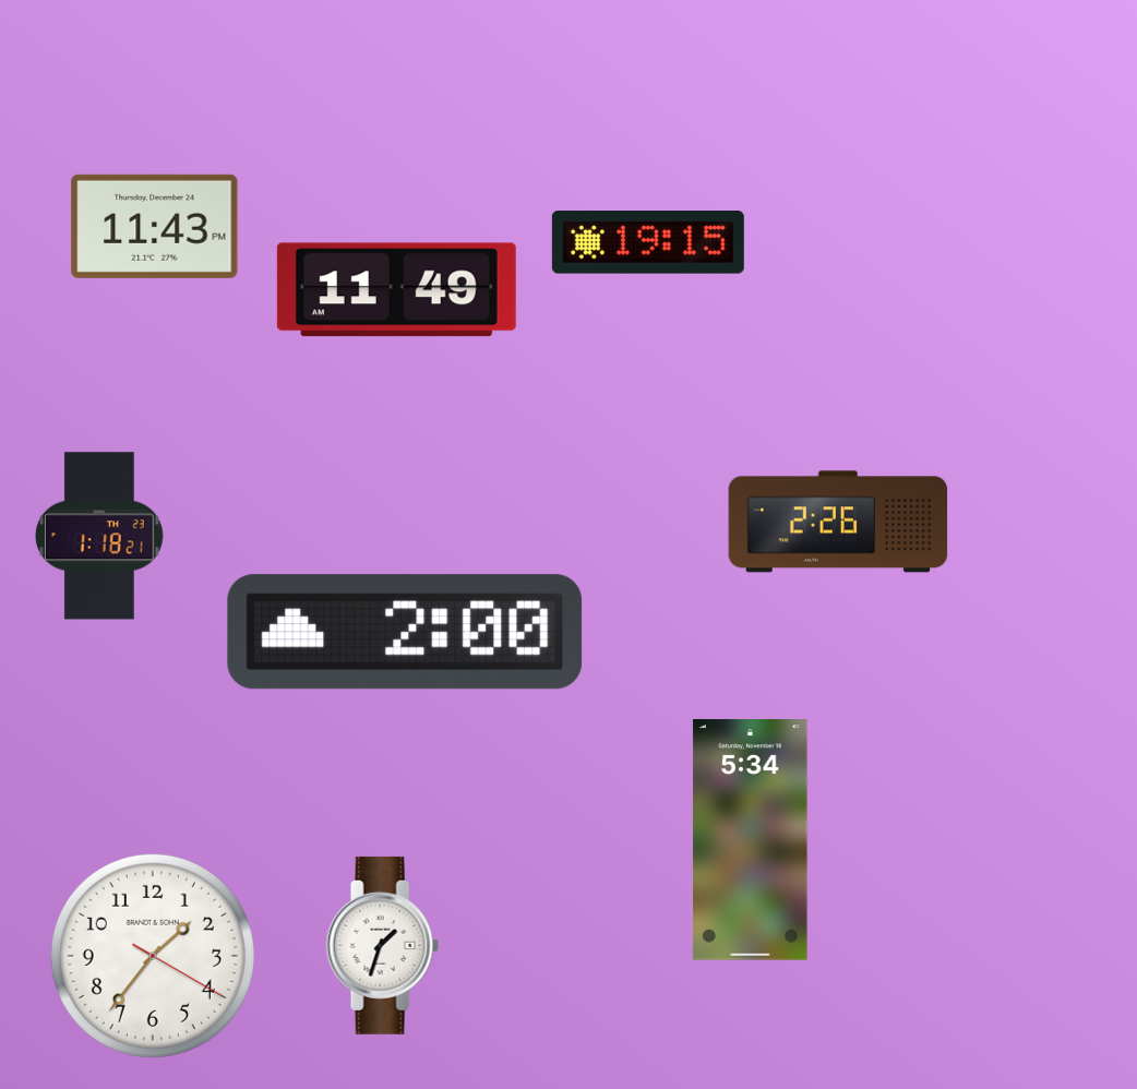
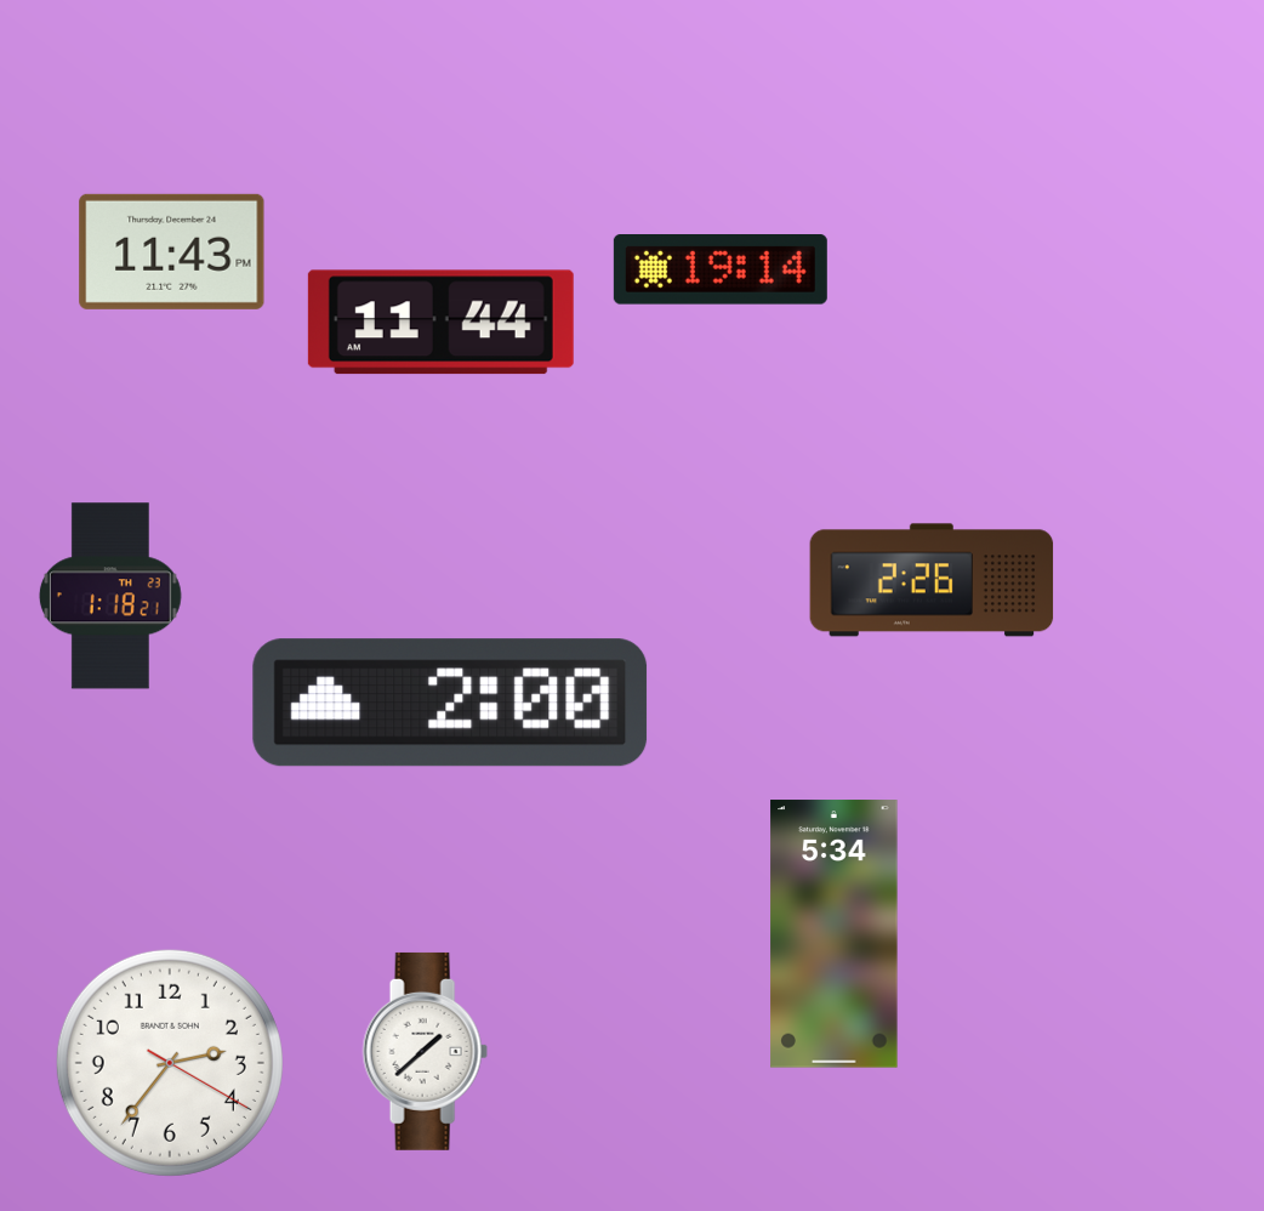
clock at (648, 243): 19:15 -> 19:14
clock at (396, 290): 11:49 -> 11:44
clock at (382, 945): 1:33 -> 1:38
clock at (153, 956): 1:36 -> 2:36
